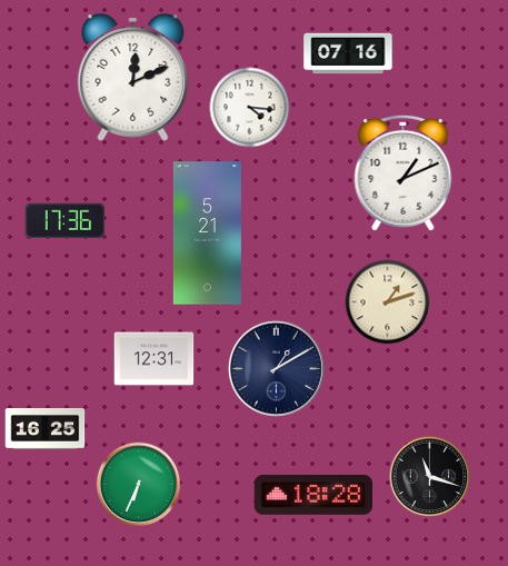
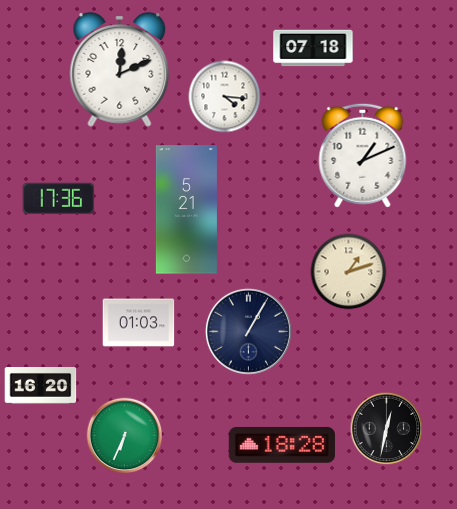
clock at (348, 53): 07:16 -> 07:18
clock at (155, 359): 12:31 -> 01:03
clock at (276, 368): 1:10 -> 1:05
clock at (46, 429): 16:25 -> 16:20
clock at (430, 477): 11:18 -> 12:32
